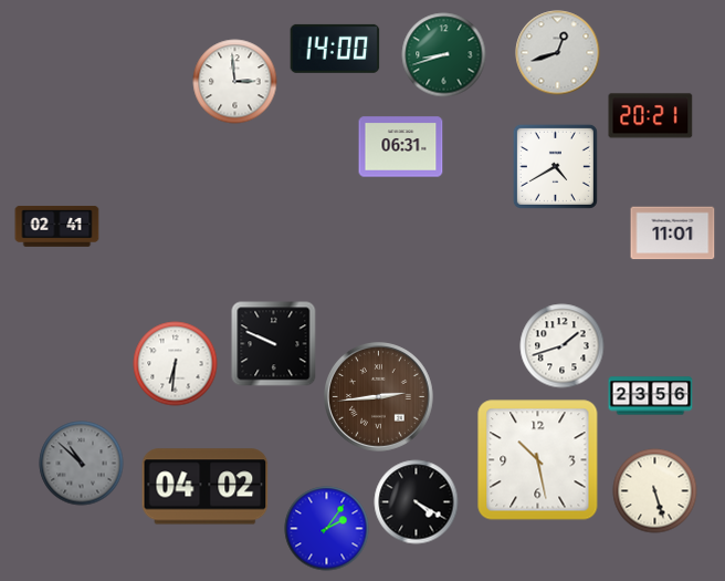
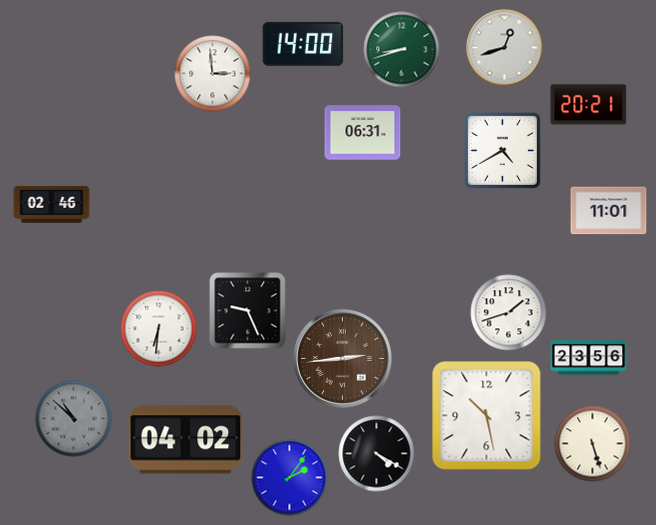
clock at (57, 227): 02:41 -> 02:46
clock at (274, 344): 9:49 -> 9:26
clock at (327, 529) position: (327, 529) -> (290, 478)
